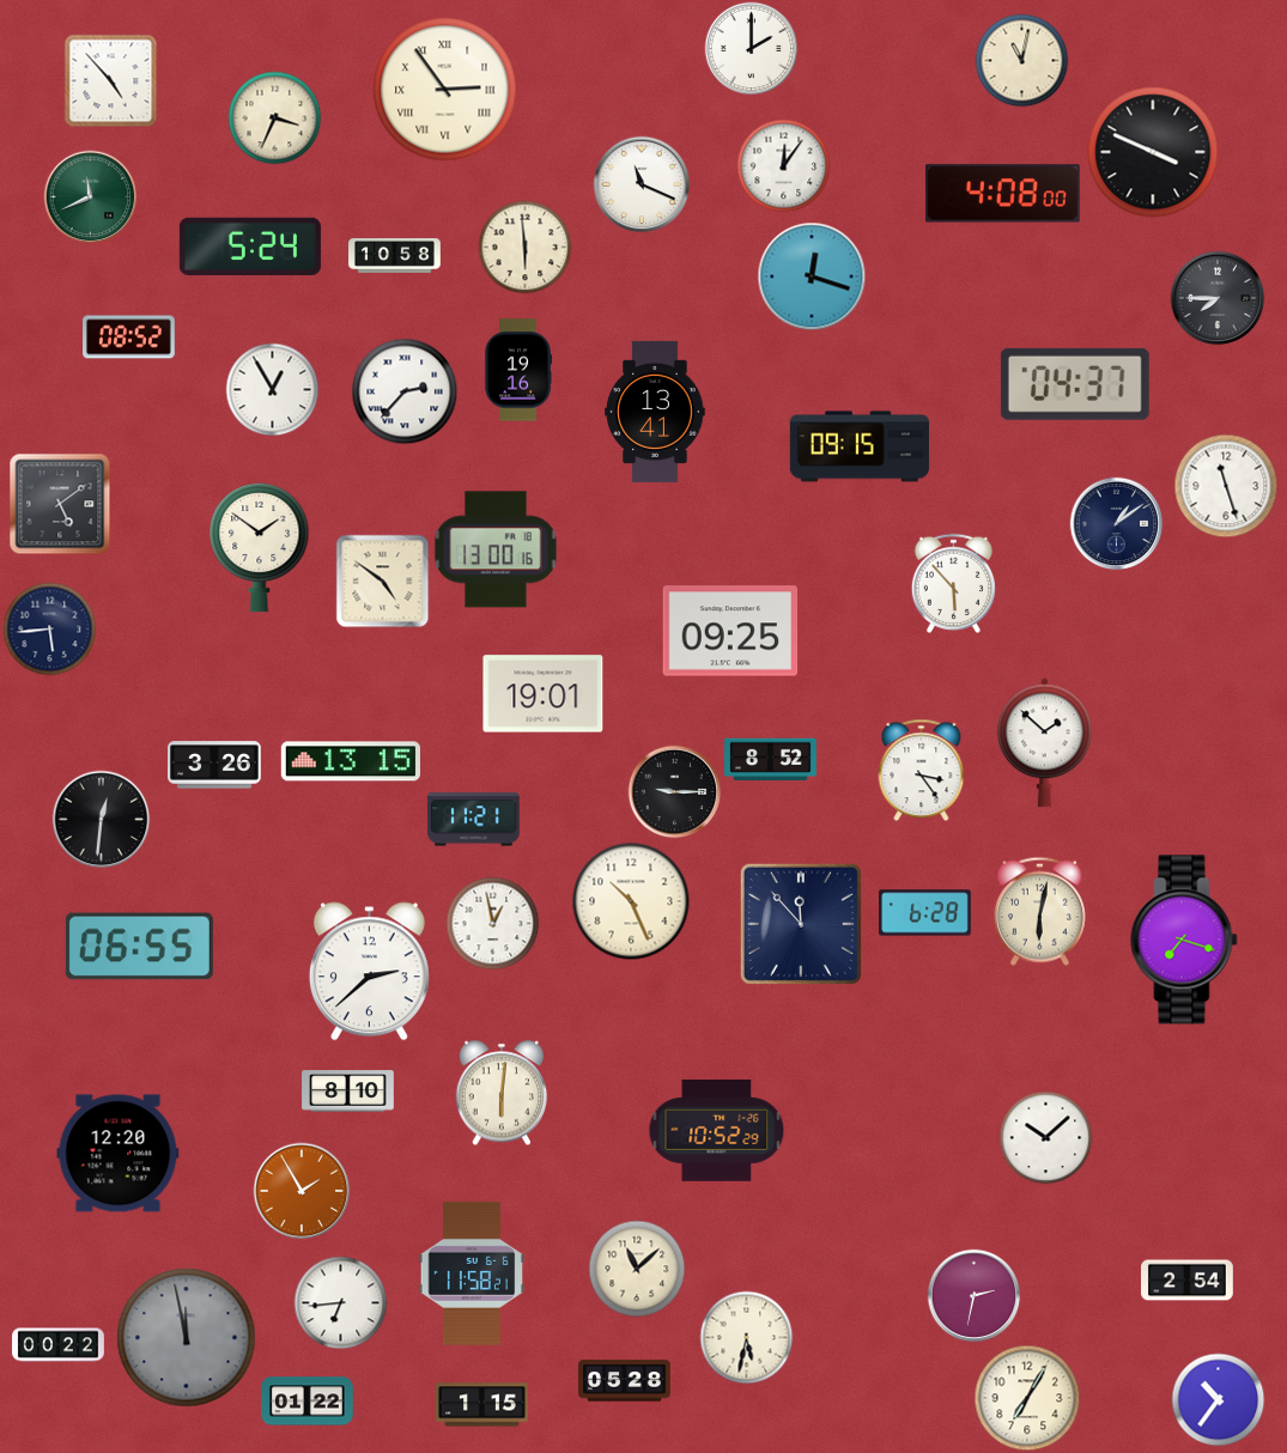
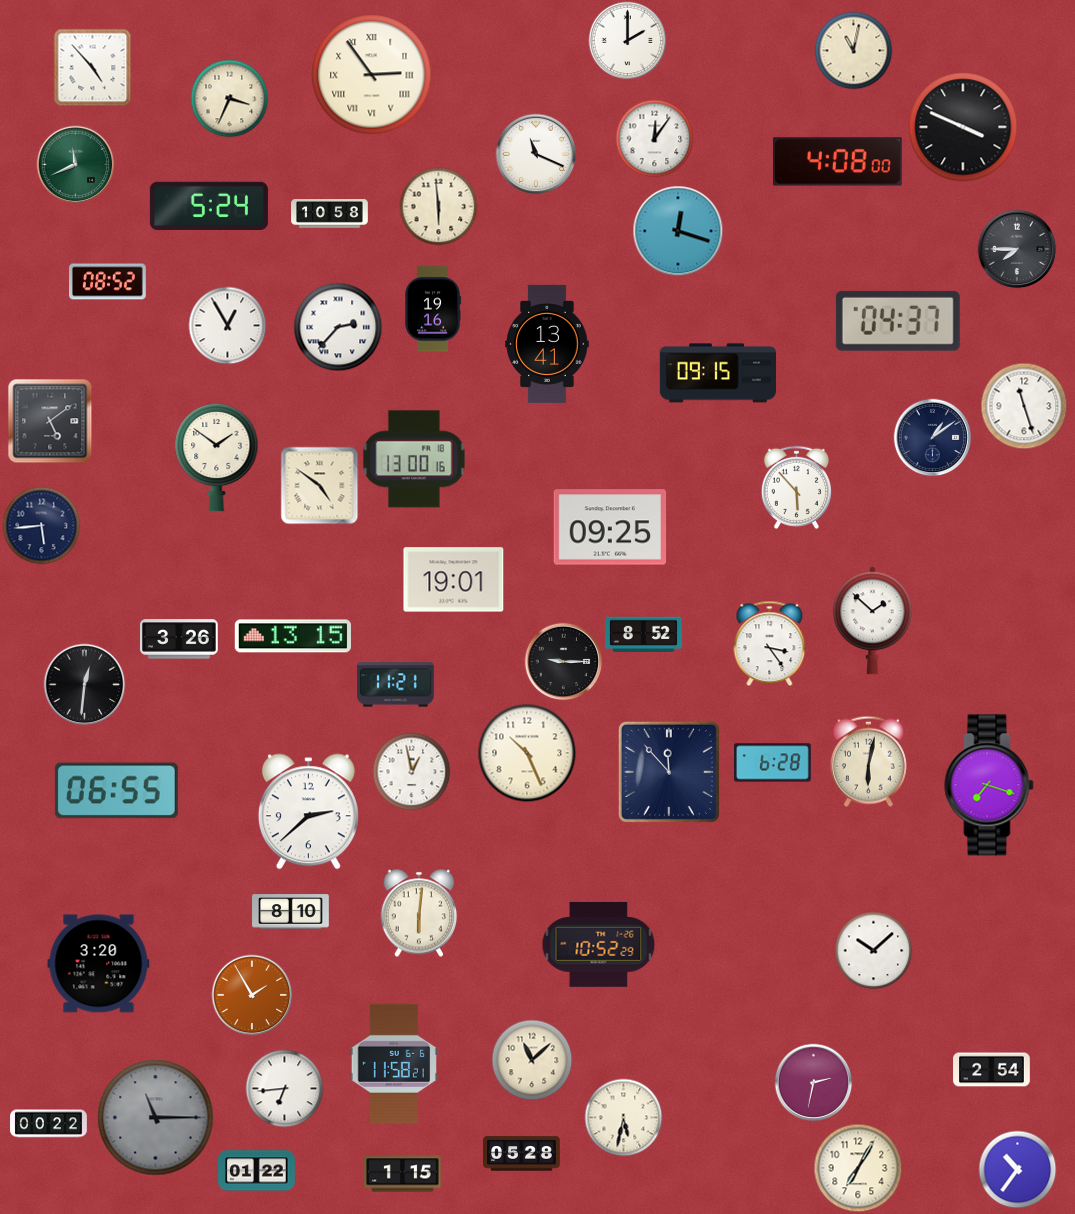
clock at (119, 1154): 12:20 -> 3:20
clock at (187, 1338): 11:58 -> 11:15
